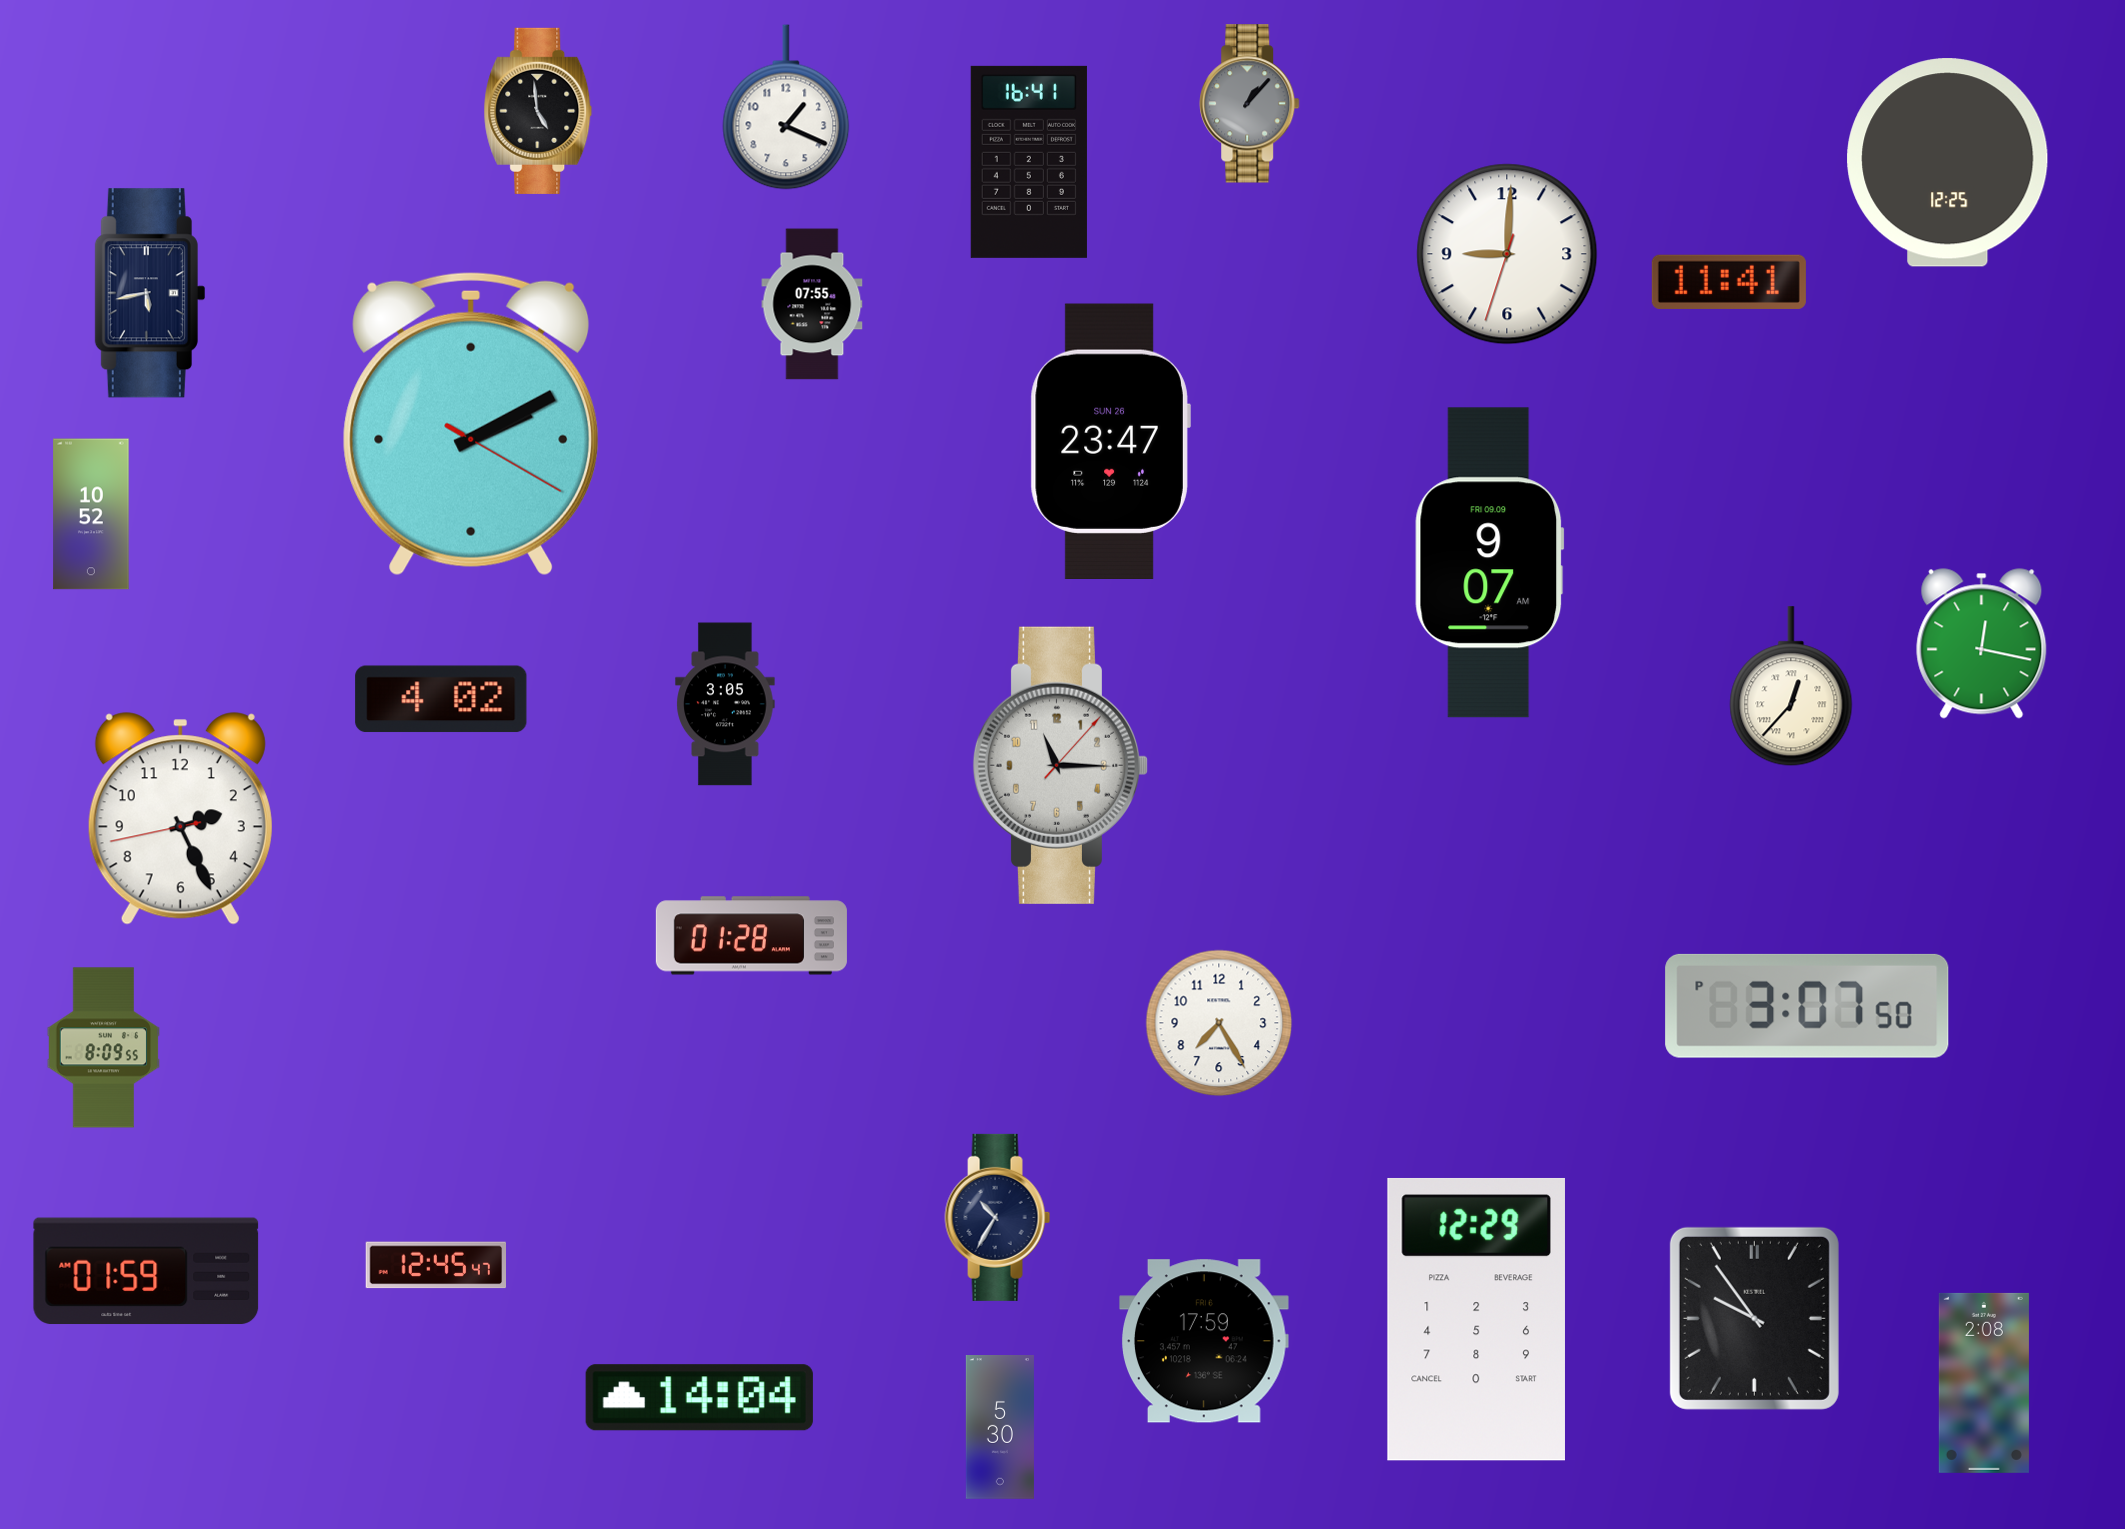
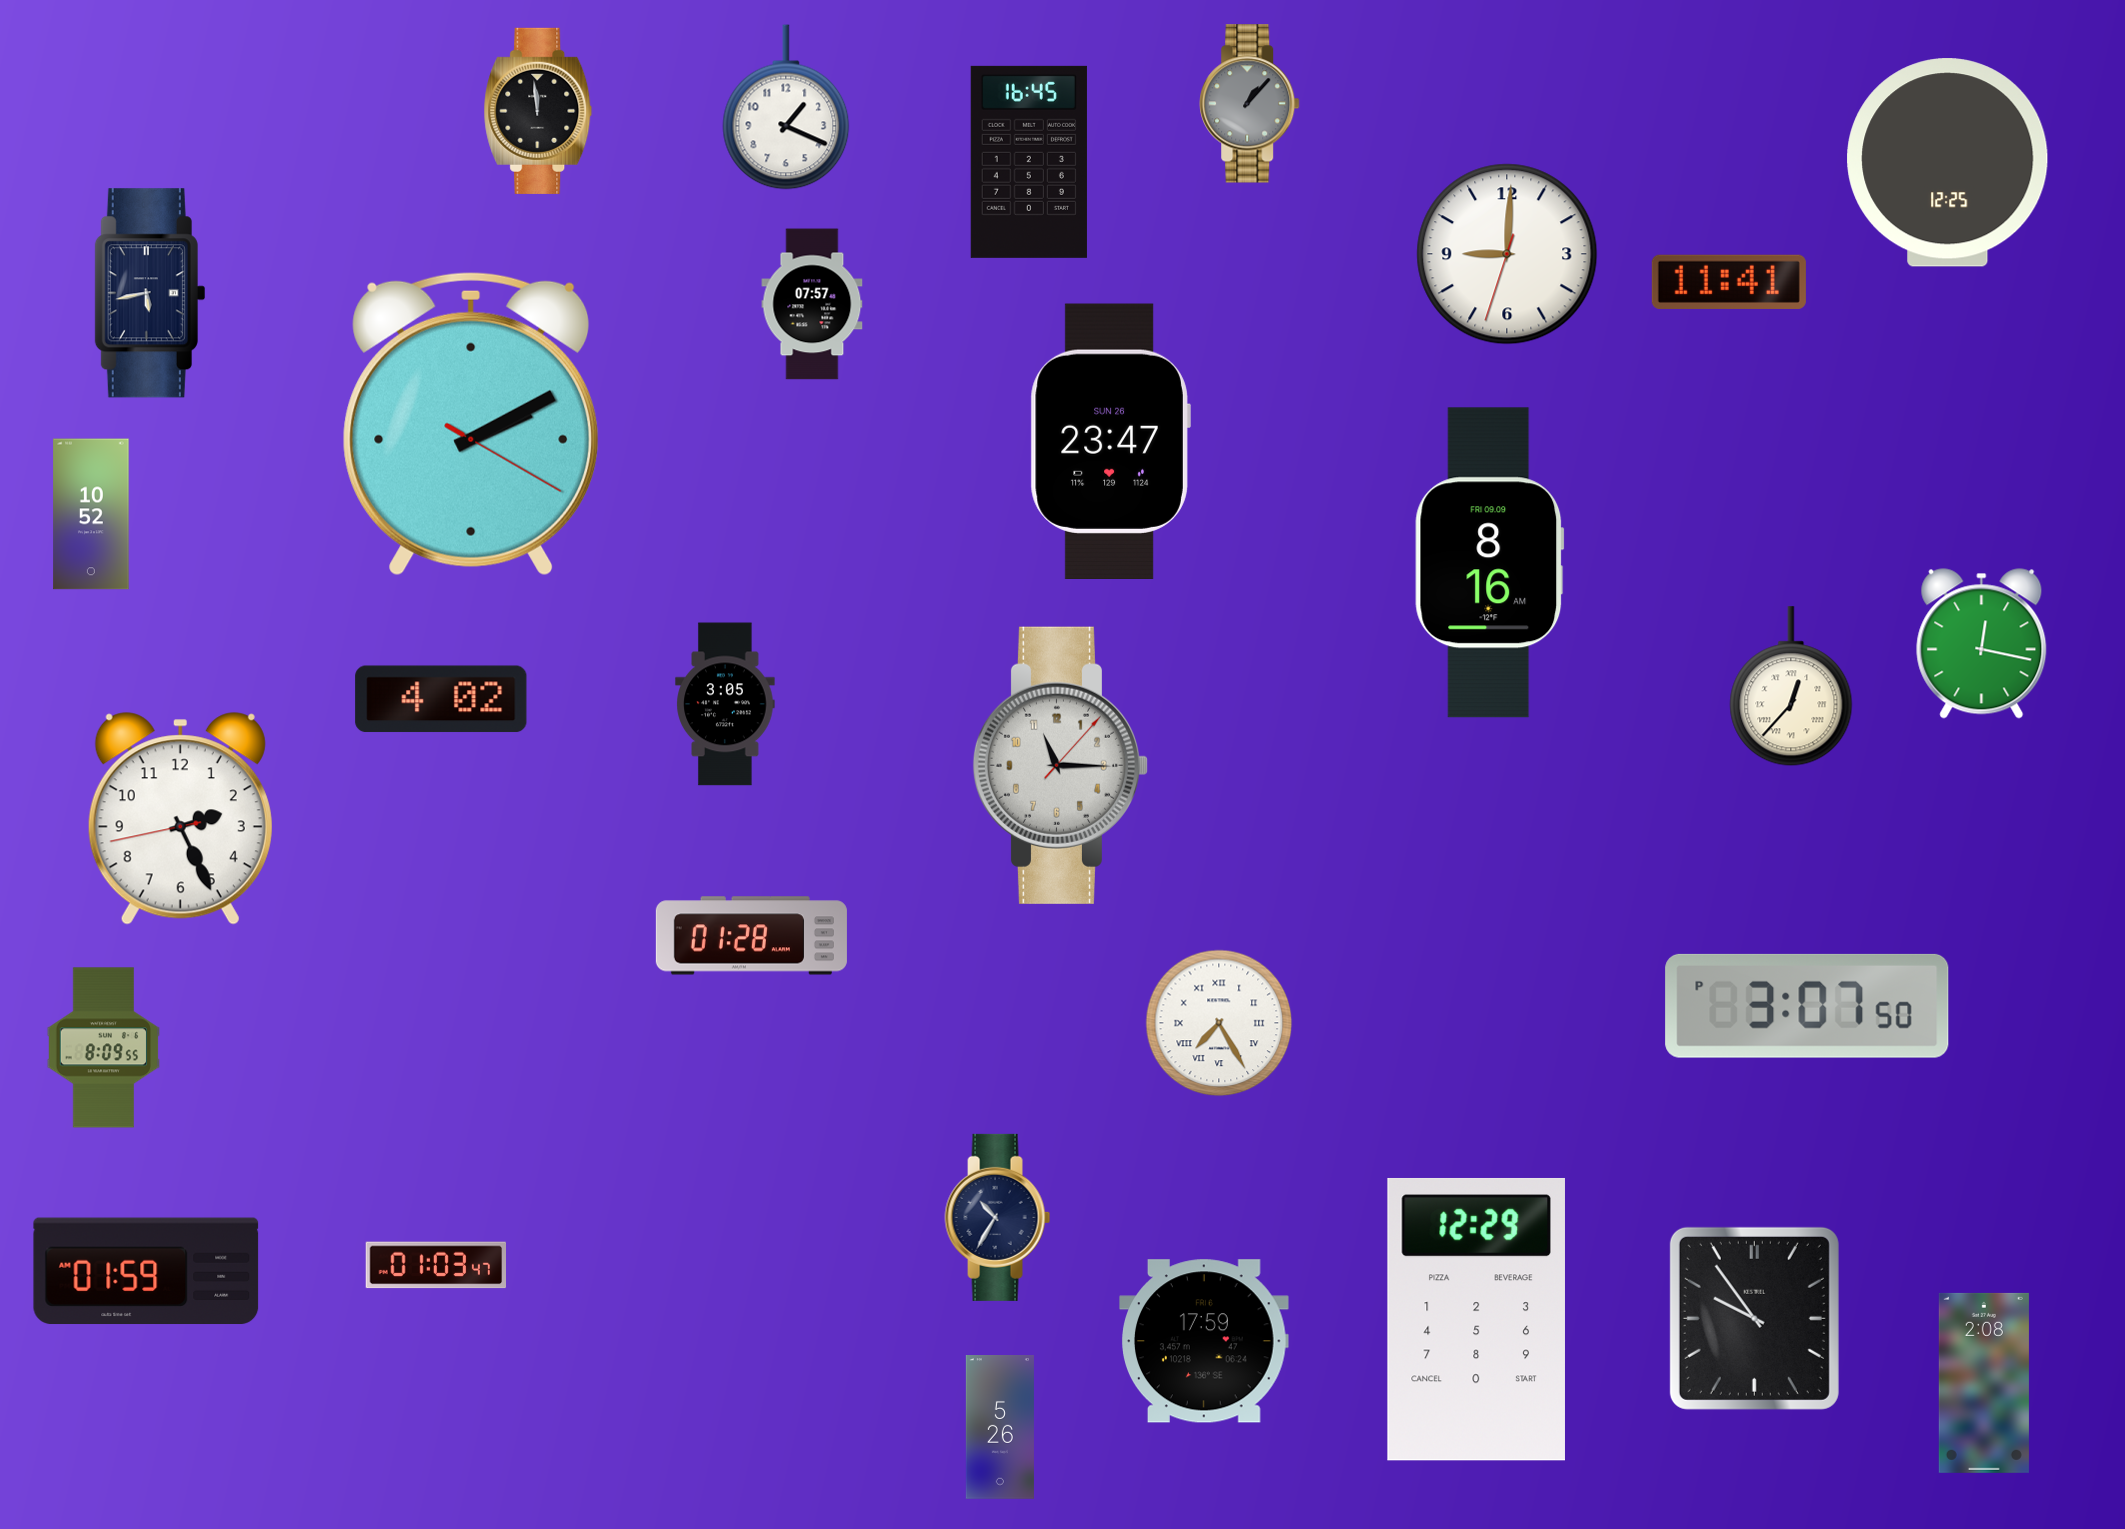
clock at (538, 111): 4:59 -> 11:59
clock at (1029, 162): 16:41 -> 16:45
clock at (812, 304): 07:55 -> 07:57
clock at (1490, 563): 9:07 -> 8:16
clock at (1219, 1023) numerals: Arabic -> Roman
clock at (435, 1265): 12:45 -> 01:03
clock at (699, 1398): 14:04 -> none
clock at (1000, 1428): 5:30 -> 5:26
